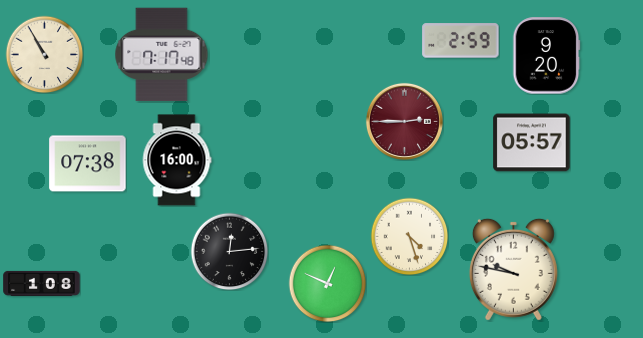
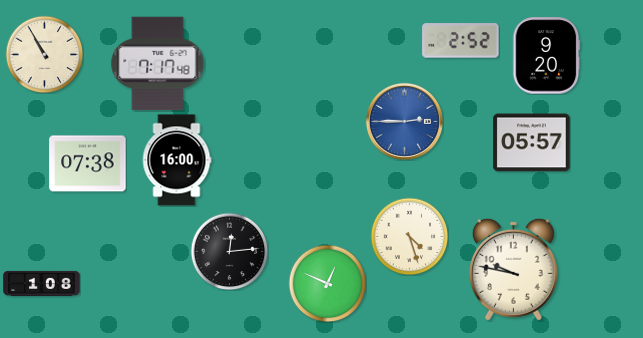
clock at (461, 41): 2:59 -> 2:52
clock at (162, 55) position: (162, 55) -> (158, 64)
clock at (404, 121) dial: burgundy -> blue
